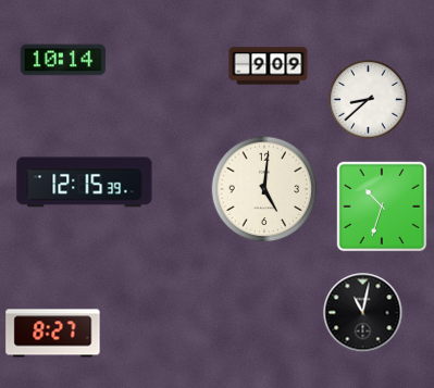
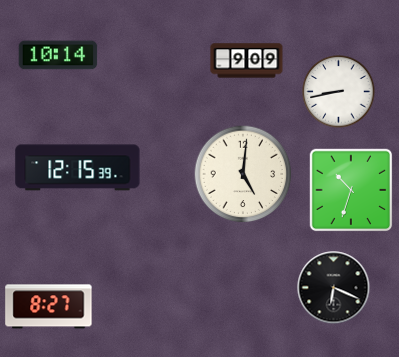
clock at (369, 100): 8:38 -> 8:43
clock at (363, 313): 11:02 -> 6:19
